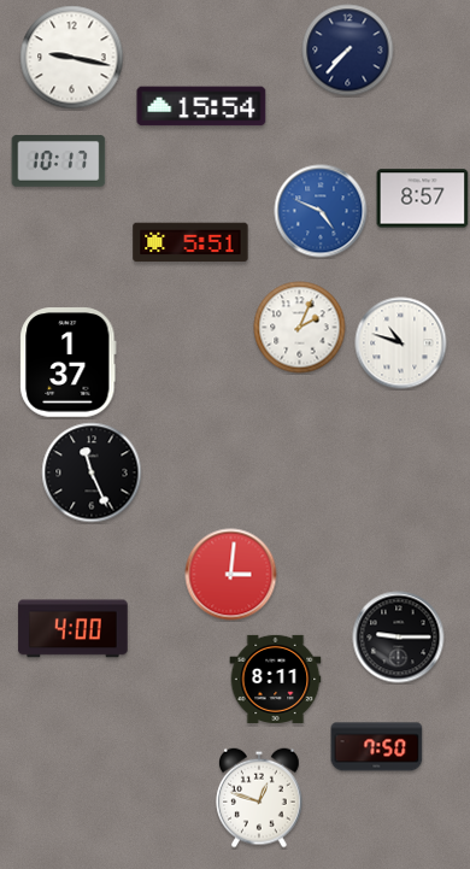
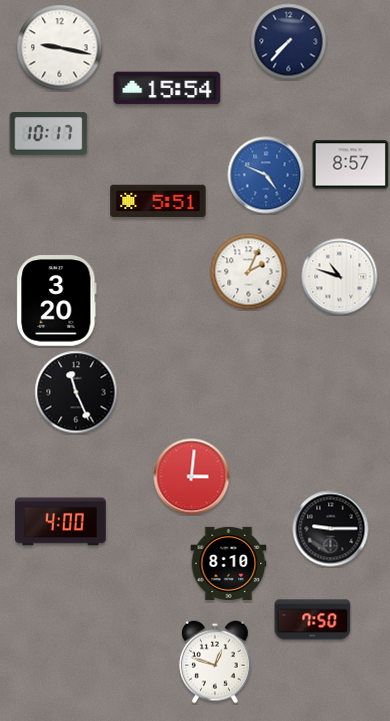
clock at (401, 344) position: (401, 344) -> (340, 277)
clock at (69, 363): 1:37 -> 3:20
clock at (276, 679): 8:11 -> 8:10
